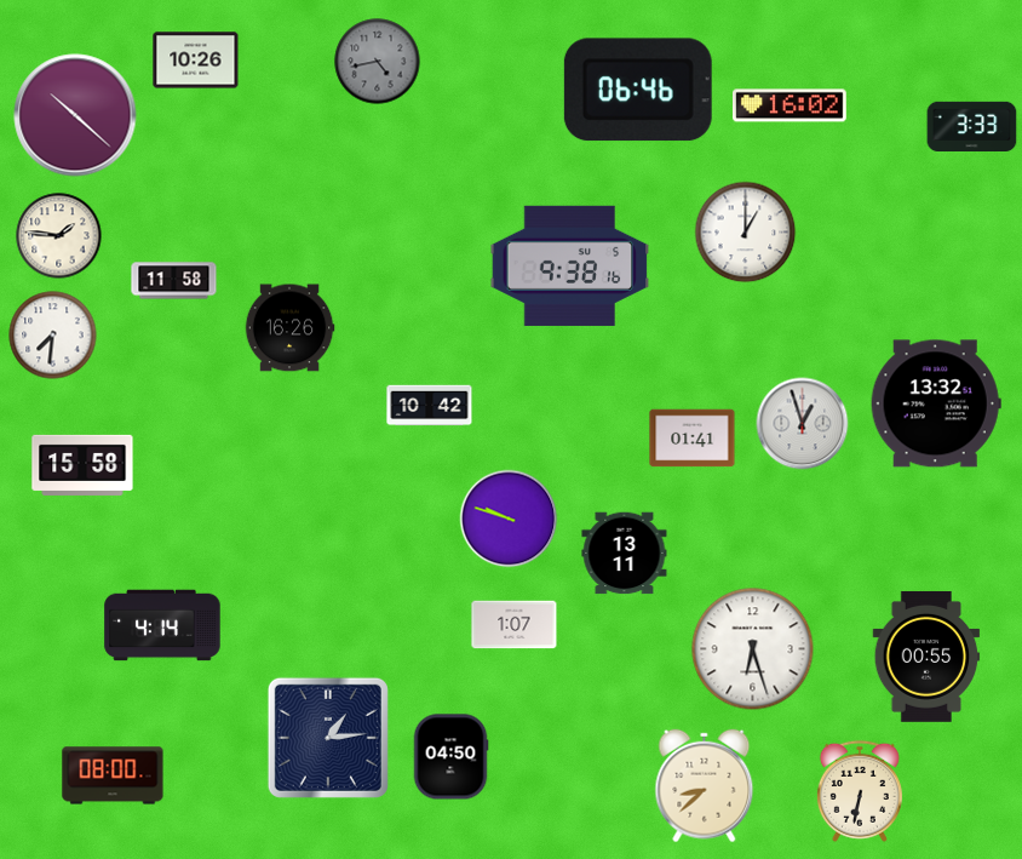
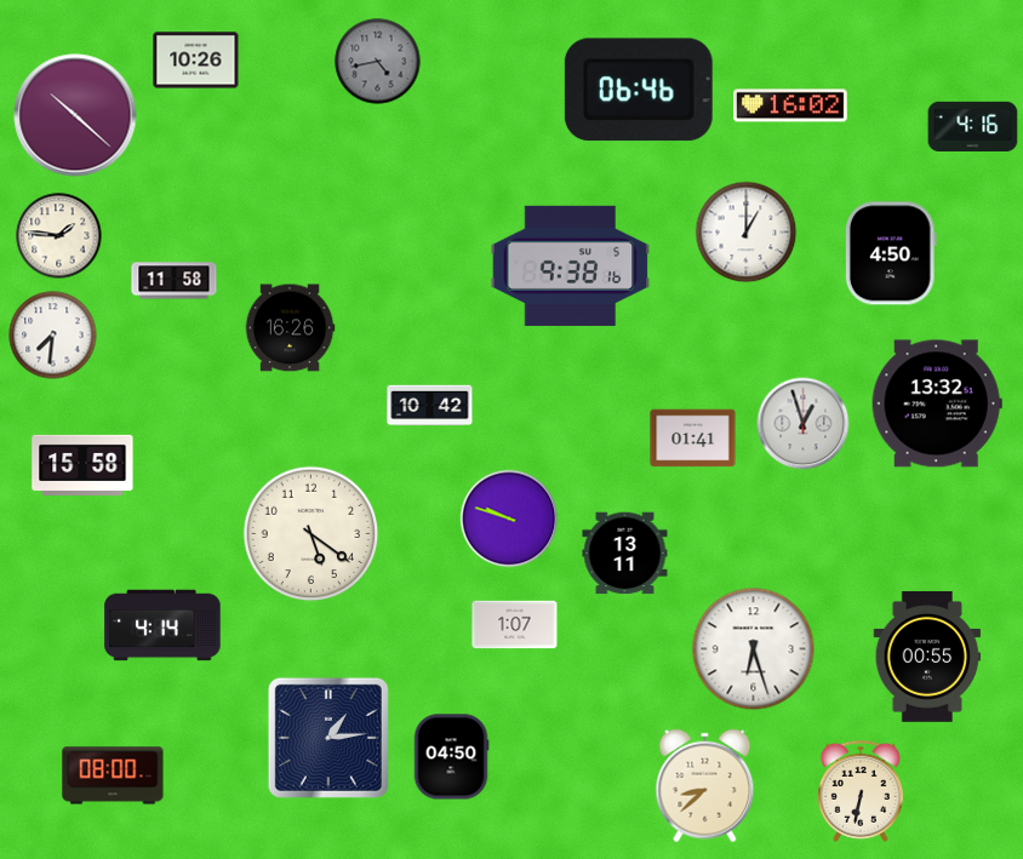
clock at (972, 127): 3:33 -> 4:16
clock at (891, 253): none -> 4:50
clock at (312, 534): none -> 5:21
